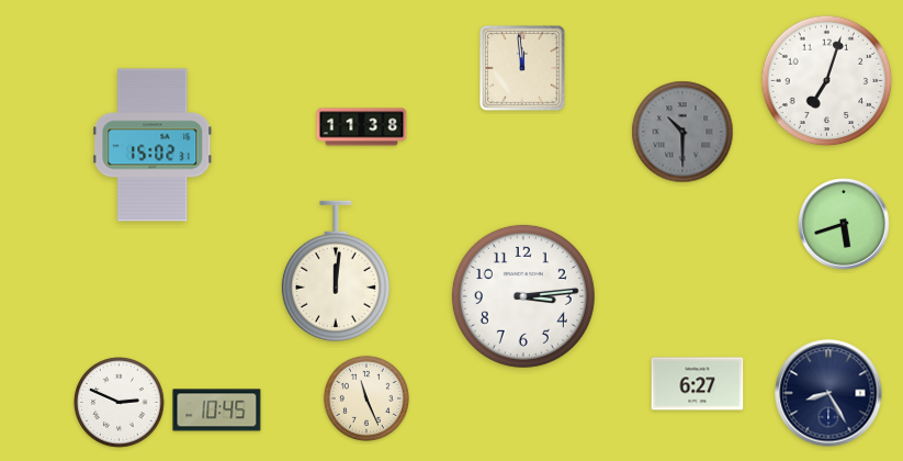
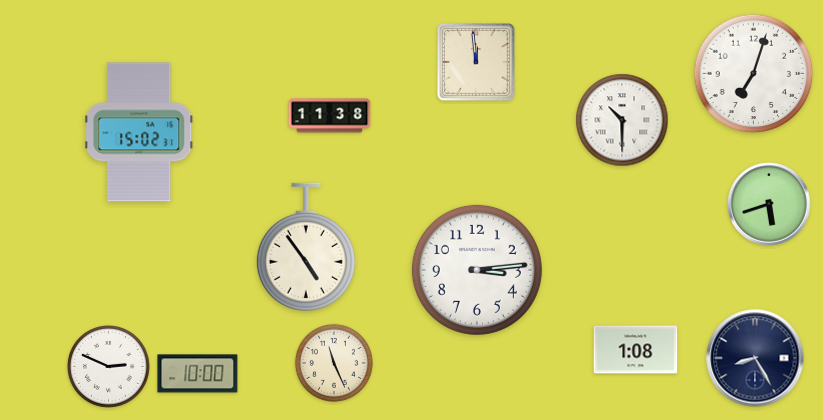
clock at (682, 132) dial: grey -> white
clock at (336, 271): 12:01 -> 4:54
clock at (698, 384): 6:27 -> 1:08
clock at (217, 411): 10:45 -> 10:00
